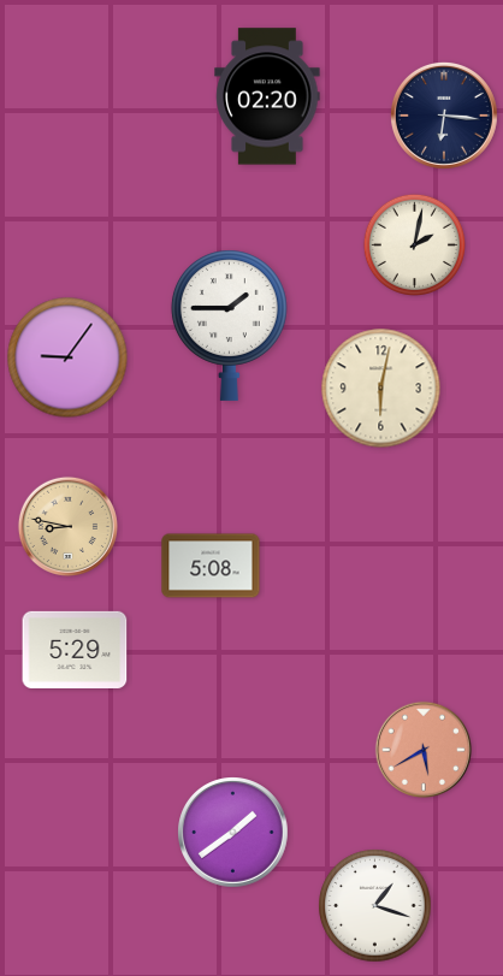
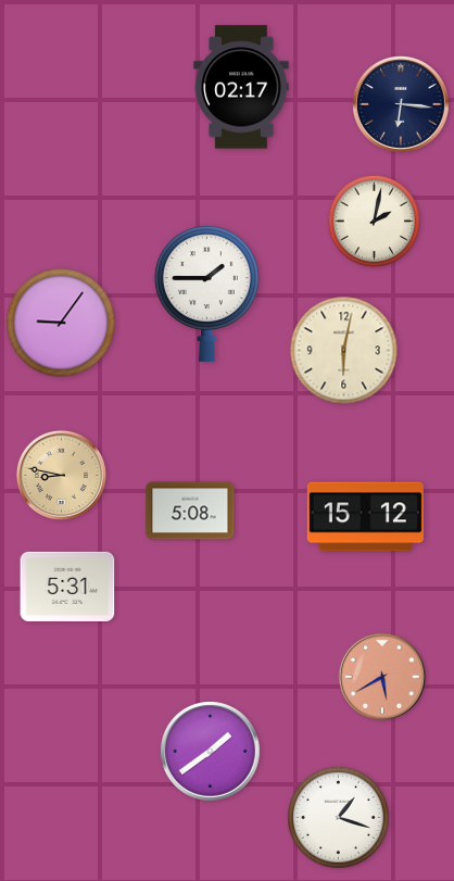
clock at (267, 96): 02:20 -> 02:17
clock at (365, 517): none -> 15:12
clock at (75, 650): 5:29 -> 5:31
